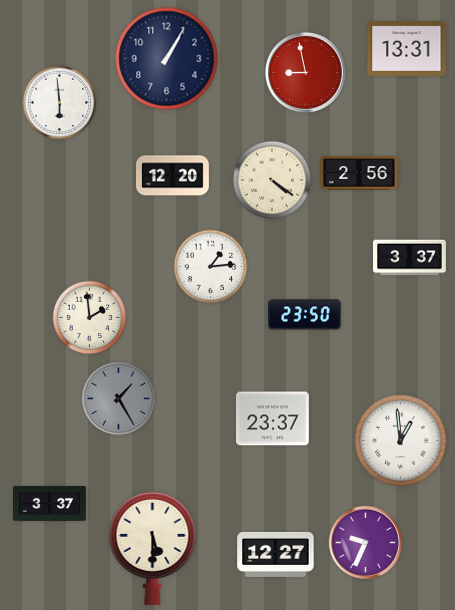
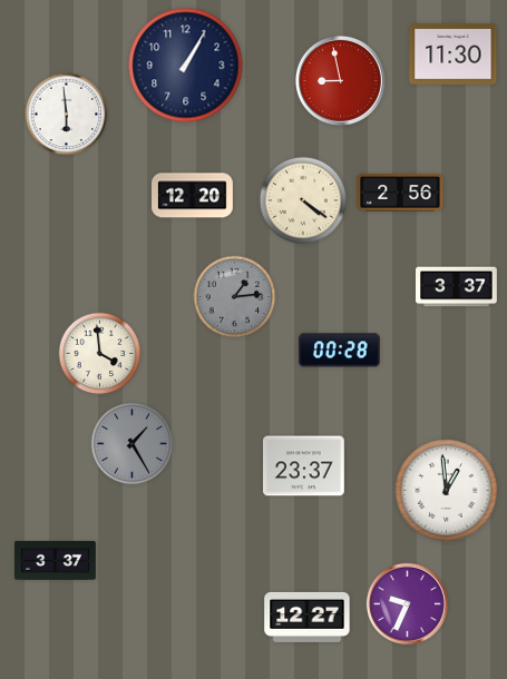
clock at (407, 49): 13:31 -> 11:30
clock at (211, 267) dial: white -> grey
clock at (305, 315): 23:50 -> 00:28
clock at (90, 318): 1:59 -> 3:59
clock at (153, 548): 5:30 -> none
